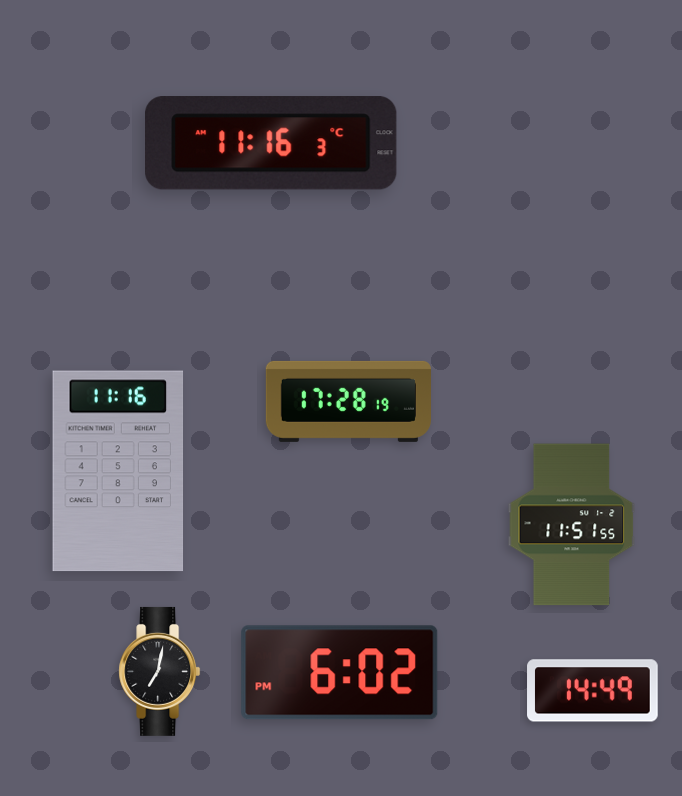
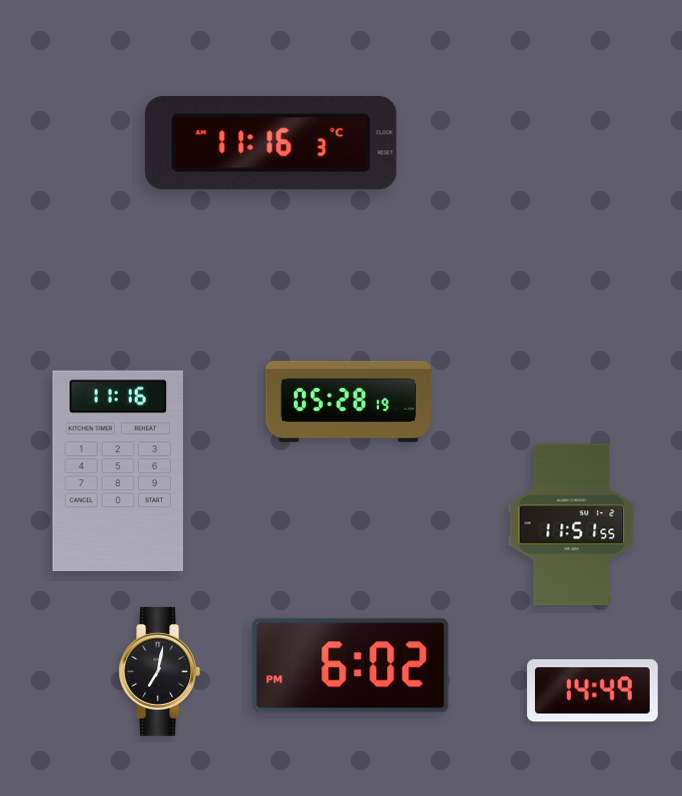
clock at (348, 401): 17:28 -> 05:28
clock at (340, 673) position: (340, 673) -> (351, 666)
